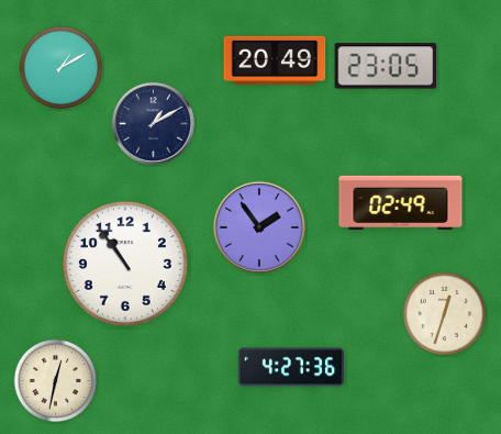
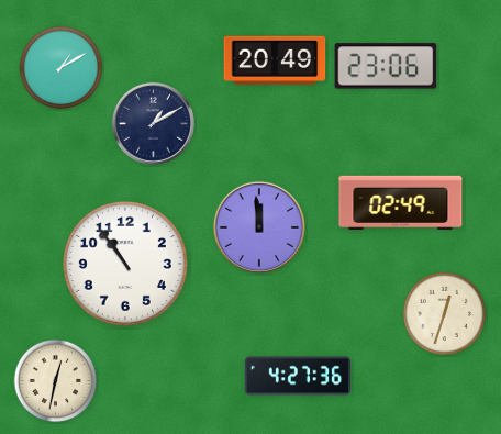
clock at (386, 66): 23:05 -> 23:06
clock at (259, 227): 1:54 -> 11:59
clock at (290, 367) position: (290, 367) -> (297, 376)
